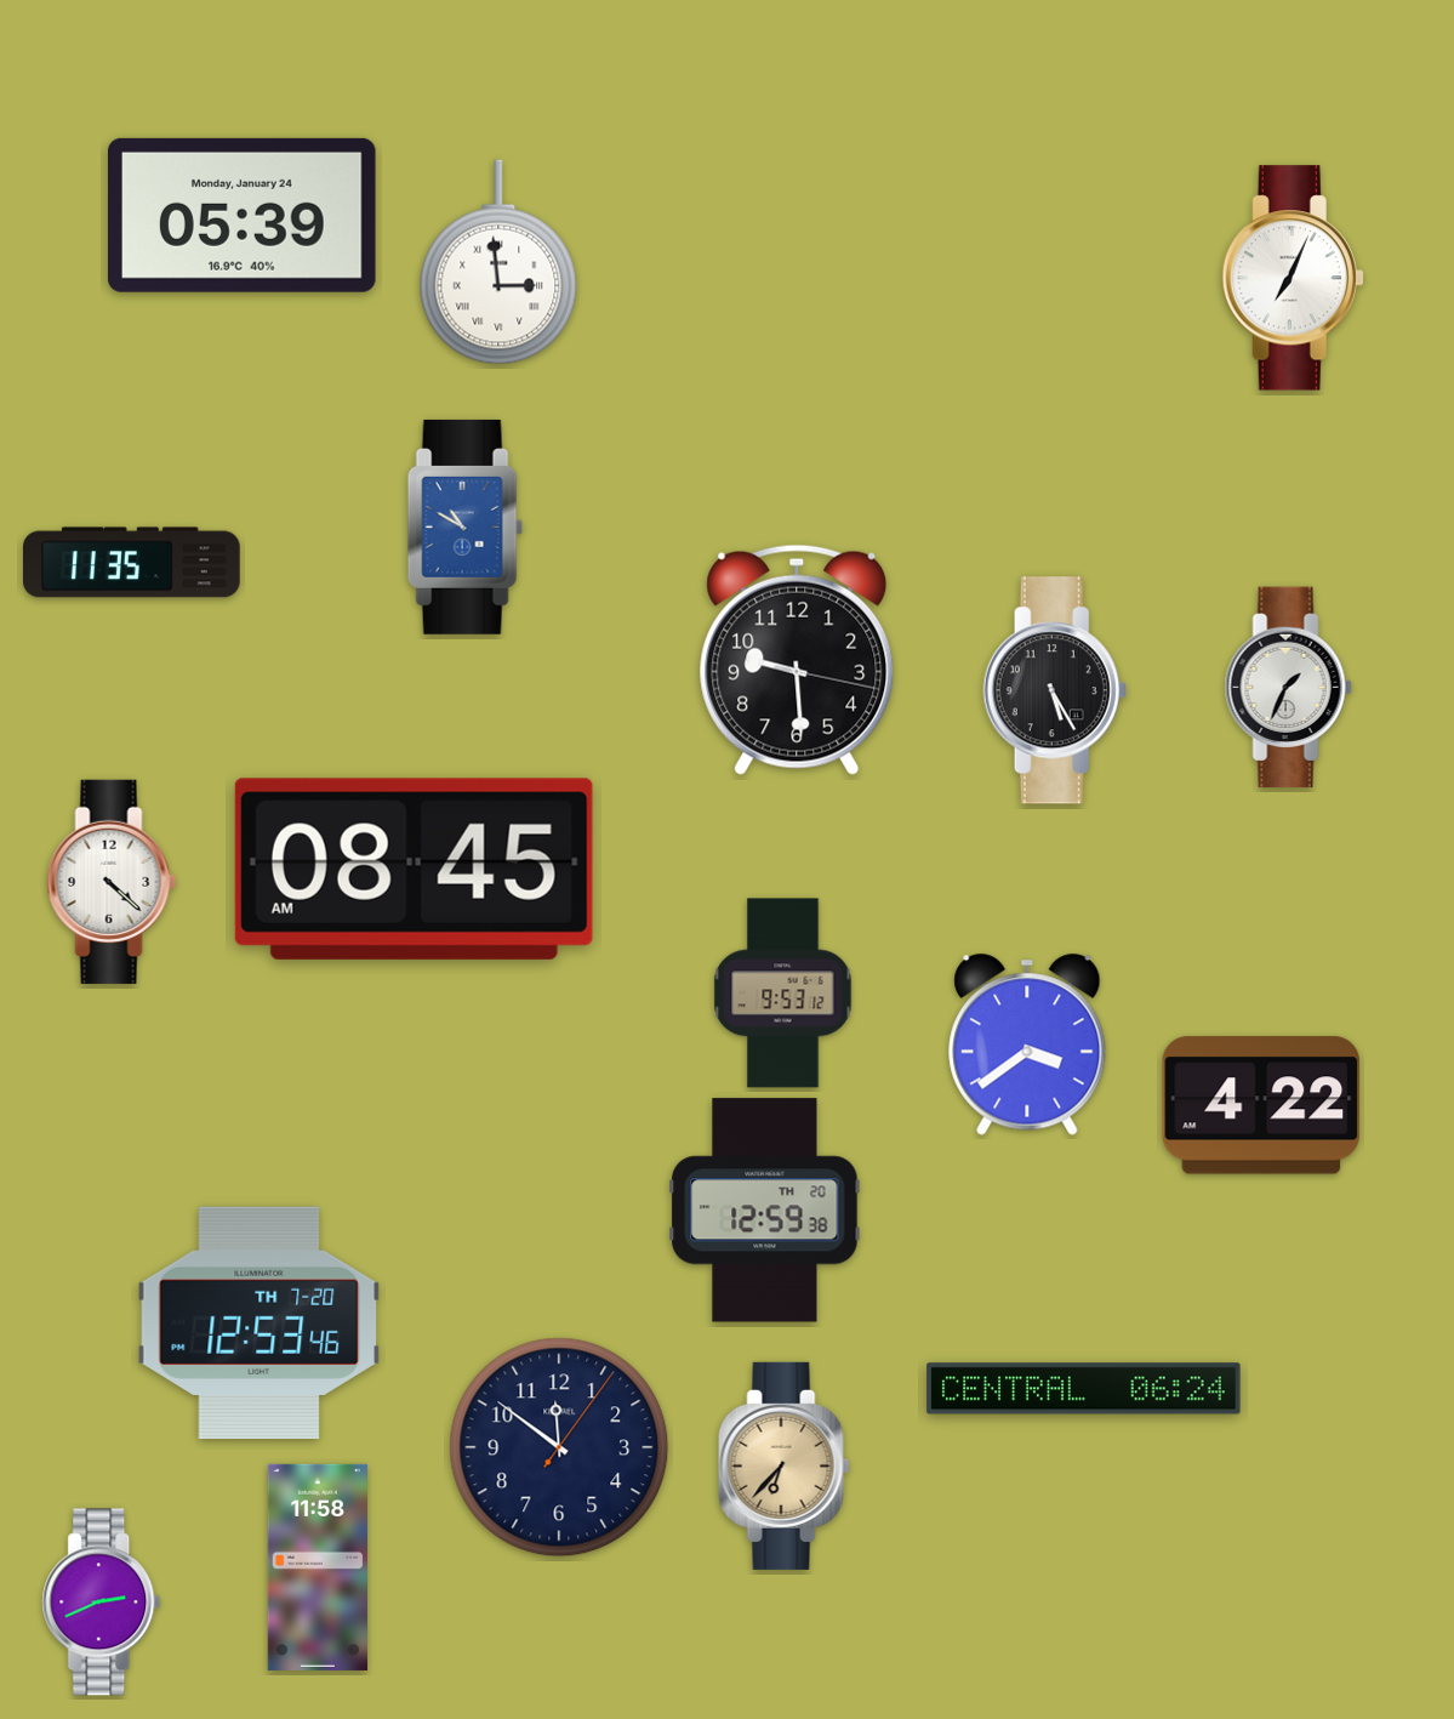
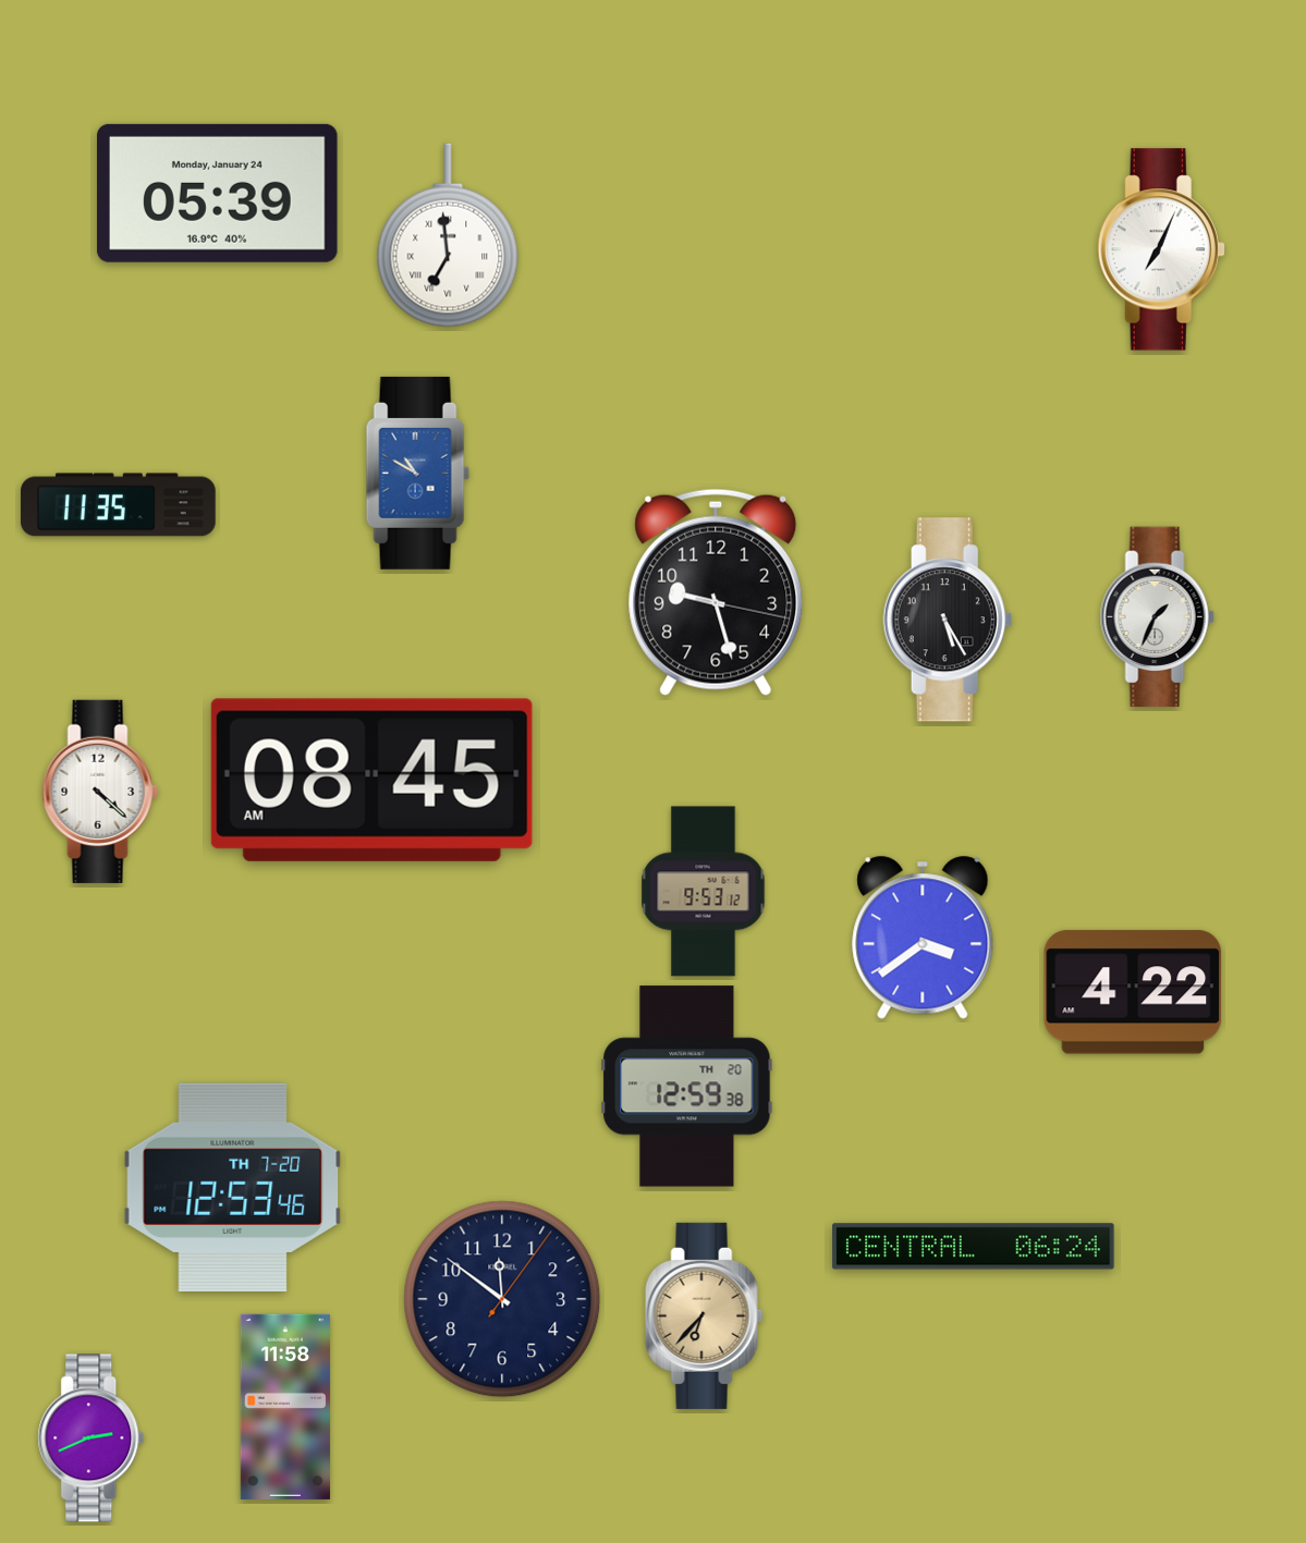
clock at (498, 262): 2:59 -> 6:59
clock at (797, 660): 9:29 -> 9:27
